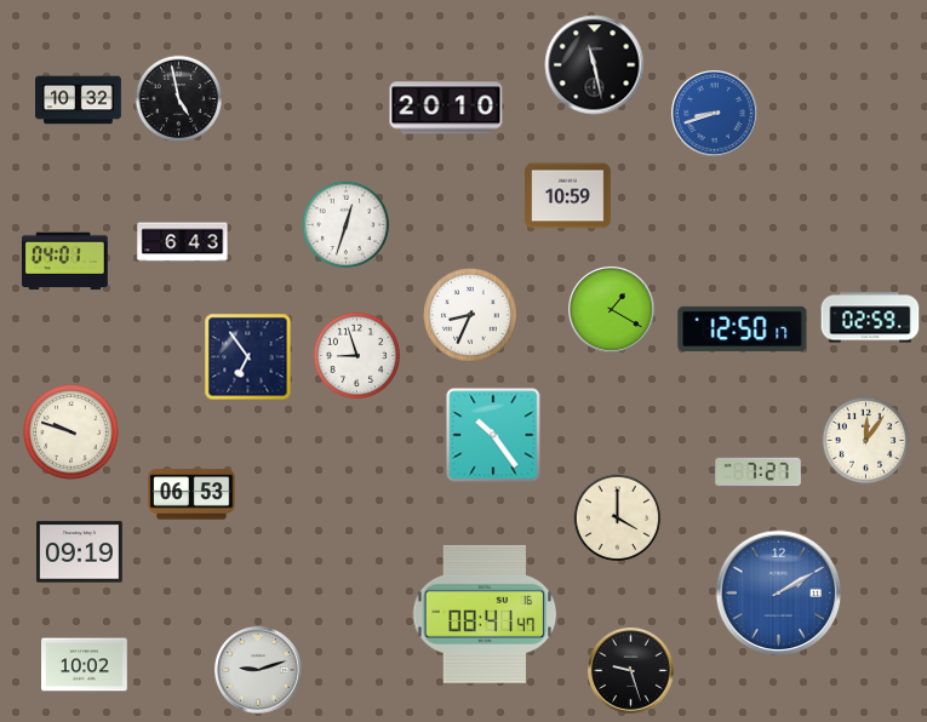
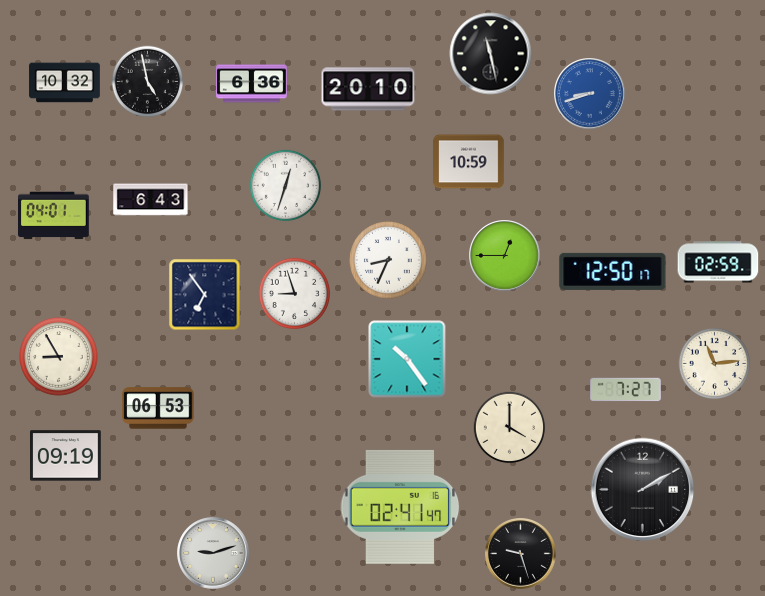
clock at (252, 84): none -> 6:36
clock at (612, 310): 1:20 -> 12:45
clock at (71, 432): 9:48 -> 8:55
clock at (866, 441): 12:06 -> 11:14
clock at (779, 594) dial: blue -> black
clock at (485, 614): 08:41 -> 02:41
clock at (85, 665): 10:02 -> none
